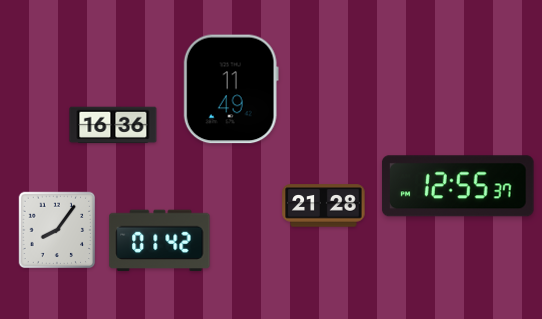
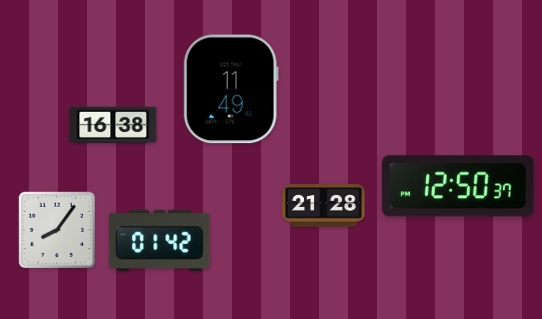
clock at (113, 125): 16:36 -> 16:38
clock at (458, 186): 12:55 -> 12:50
